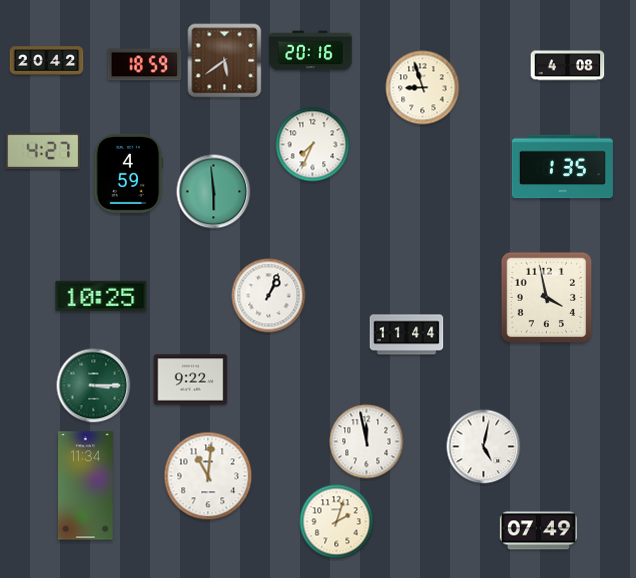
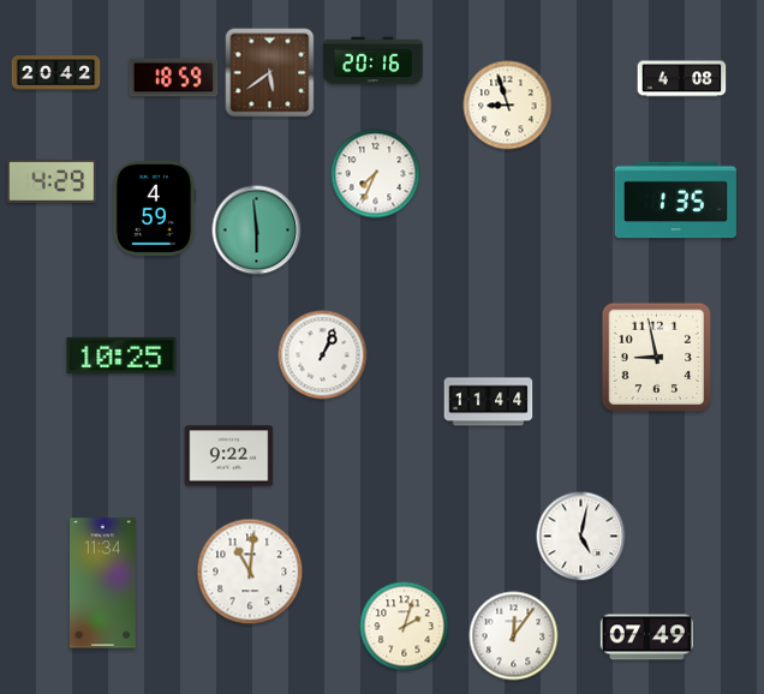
clock at (43, 151): 4:27 -> 4:29
clock at (547, 298): 3:58 -> 8:58
clock at (94, 386): 3:15 -> none
clock at (367, 442): 11:58 -> none
clock at (514, 636): none -> 12:06
